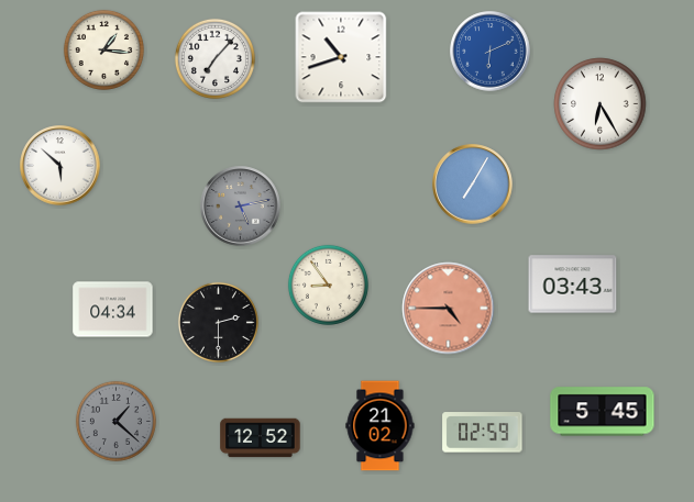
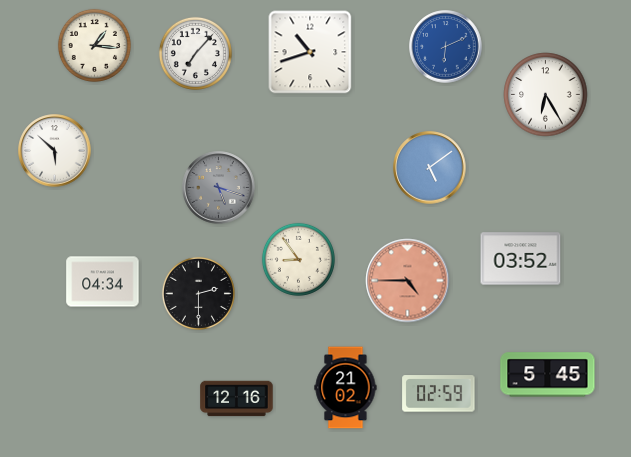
clock at (473, 185): 7:05 -> 5:09
clock at (241, 207): 5:13 -> 5:18
clock at (573, 285): 03:43 -> 03:52
clock at (115, 421): 1:22 -> none
clock at (261, 438): 12:52 -> 12:16
